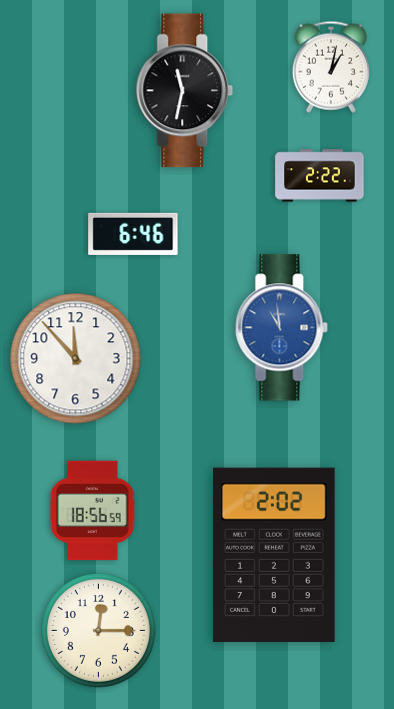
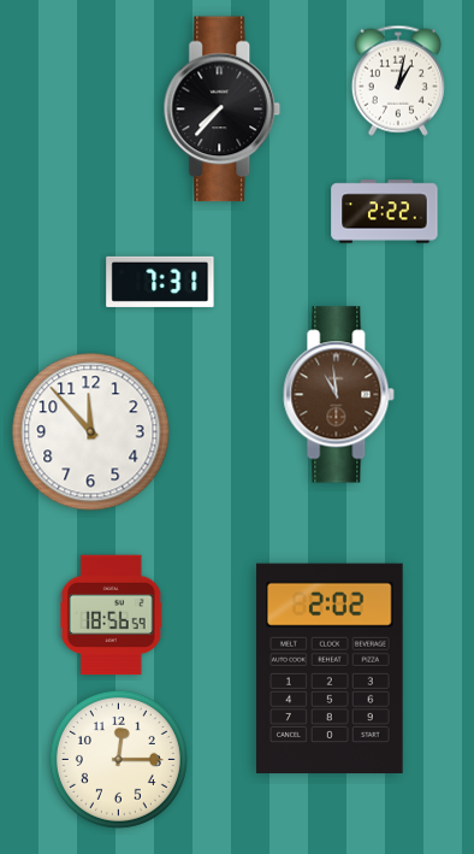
clock at (185, 91): 11:32 -> 7:37
clock at (133, 234): 6:46 -> 7:31
clock at (282, 328) dial: blue -> brown
